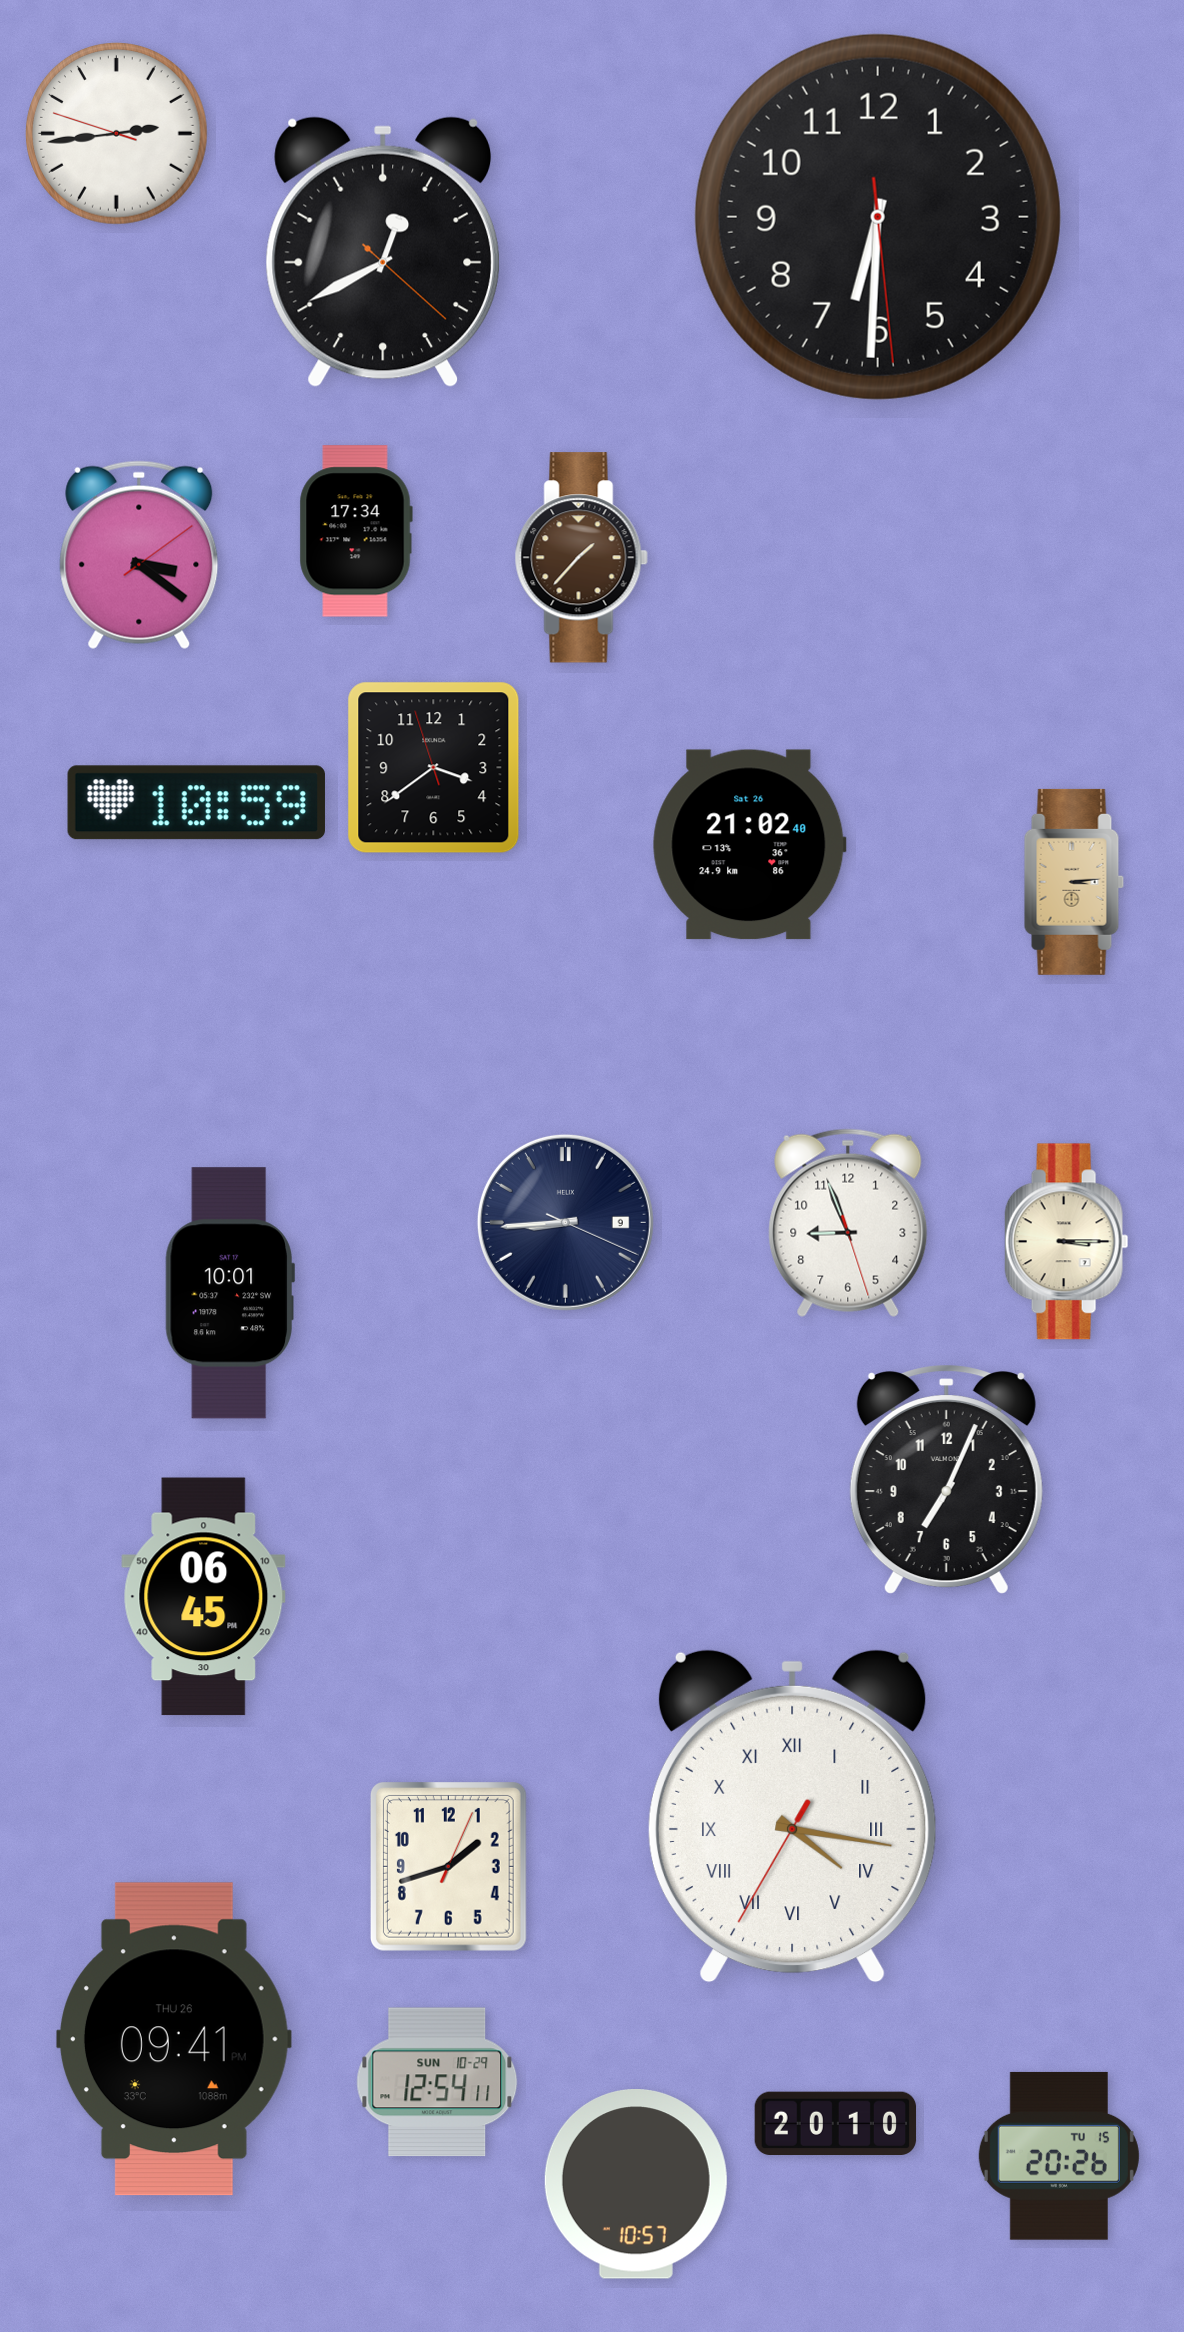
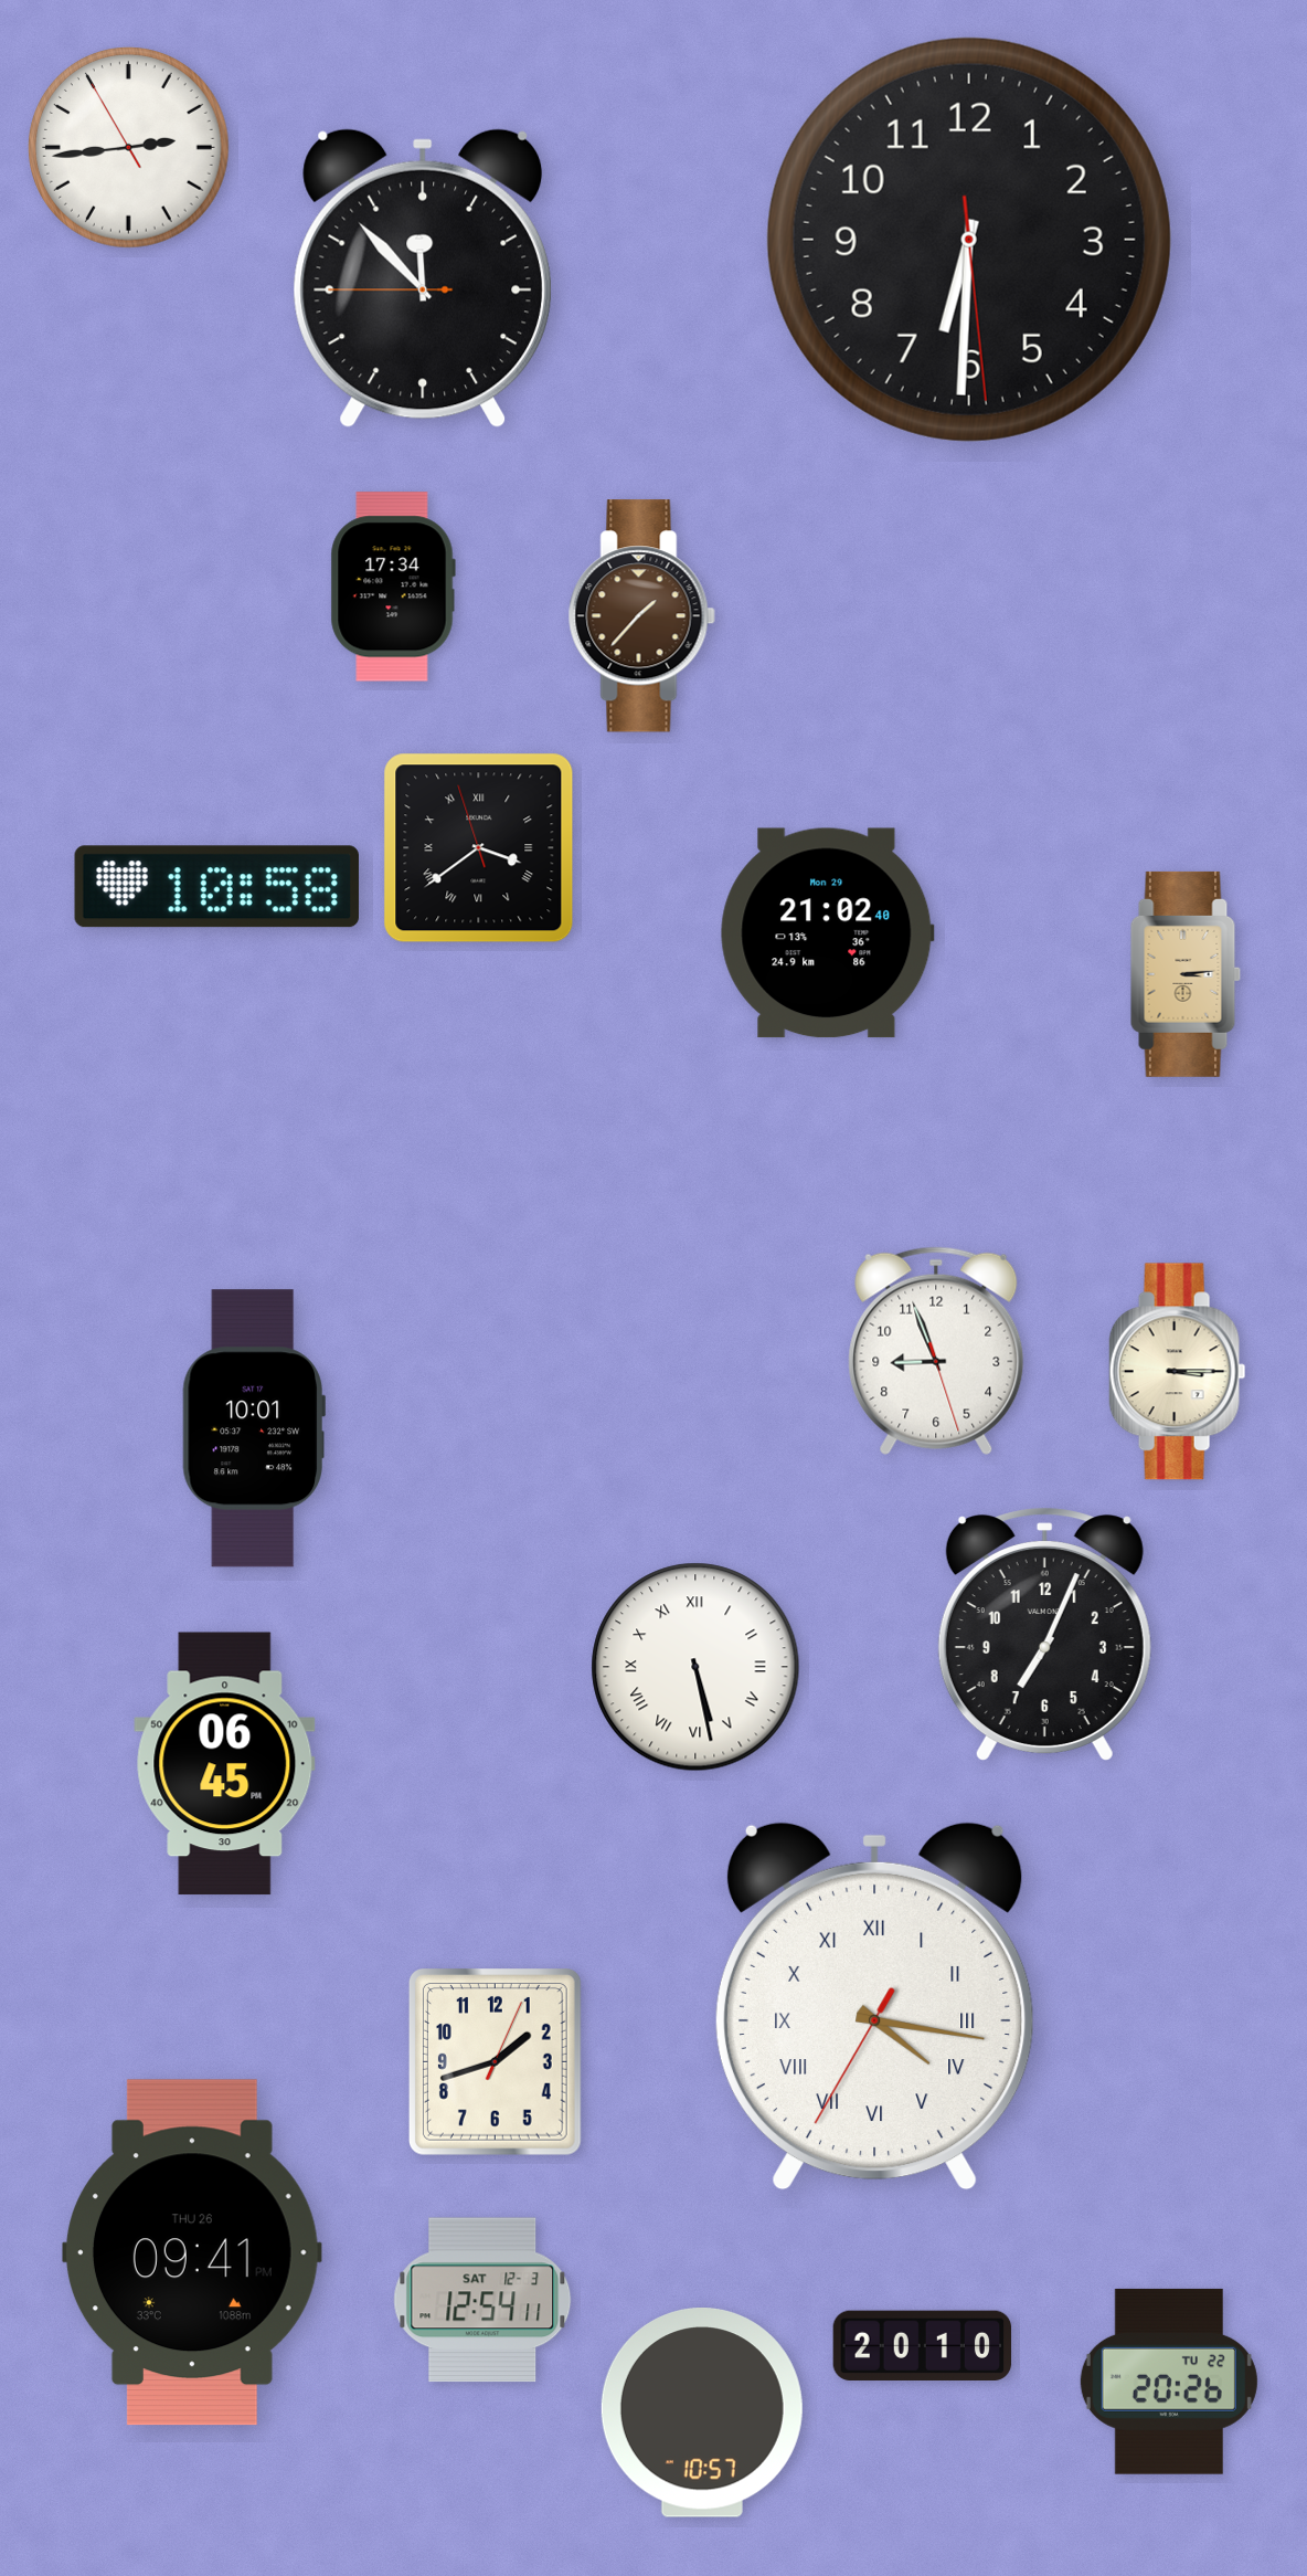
clock at (117, 134): 2:43:48 -> 2:43:55
clock at (382, 252): 12:40 -> 11:52
clock at (139, 555): 3:21 -> none
clock at (434, 768) numerals: Arabic -> Roman
clock at (196, 803): 10:59 -> 10:58
clock at (750, 845) date: Sat 26 -> Mon 29
clock at (565, 1222): 8:44 -> none
clock at (695, 1667): none -> 5:28
clock at (437, 2082) date: SUN 10-29 -> SAT 12-3
clock at (1059, 2156) date: TU 15 -> TU 22
